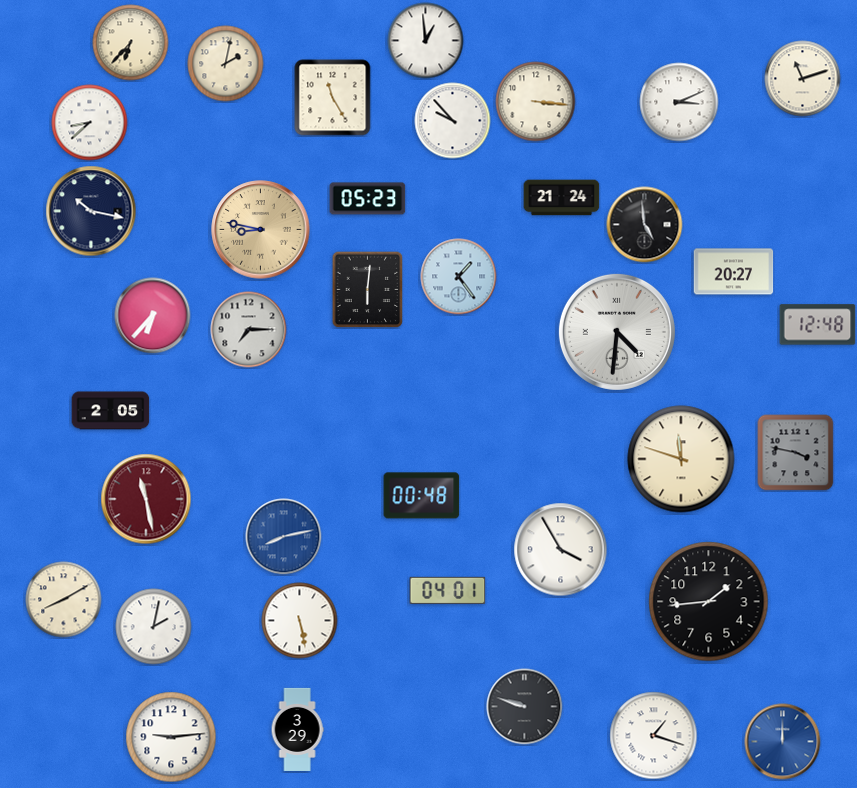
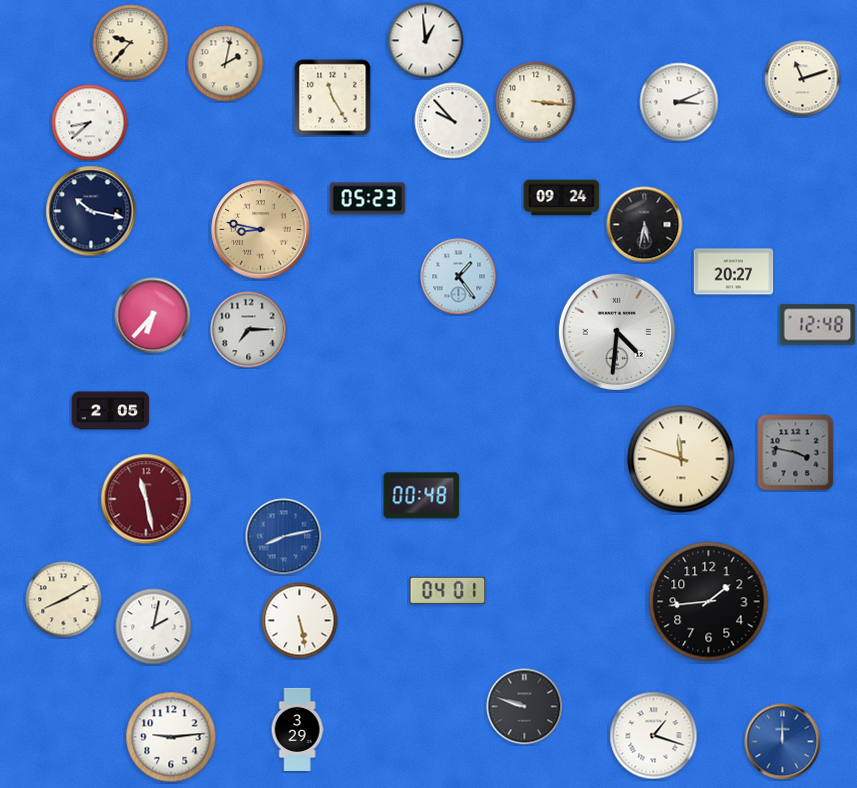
clock at (131, 43): 6:37 -> 9:37
clock at (562, 198): 21:24 -> 09:24
clock at (645, 225): 4:59 -> 5:32
clock at (368, 289): 6:01 -> none
clock at (561, 550): 3:55 -> none
